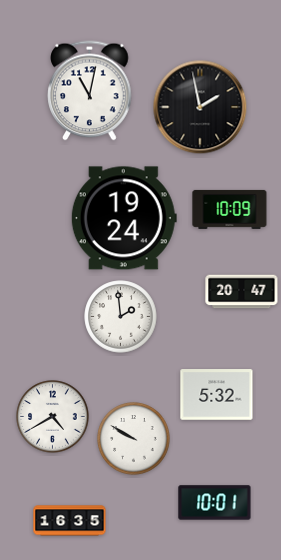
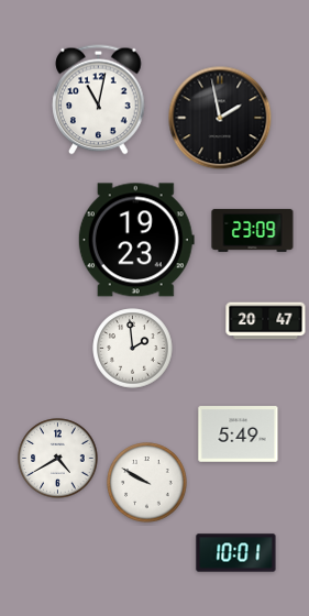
clock at (230, 209): 10:09 -> 23:09
clock at (124, 218): 19:24 -> 19:23
clock at (217, 395): 5:32 -> 5:49
clock at (70, 521): 16:35 -> none
